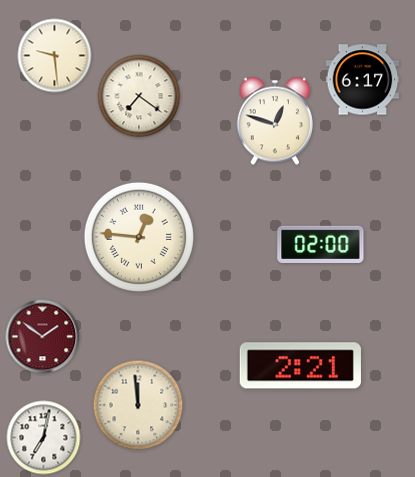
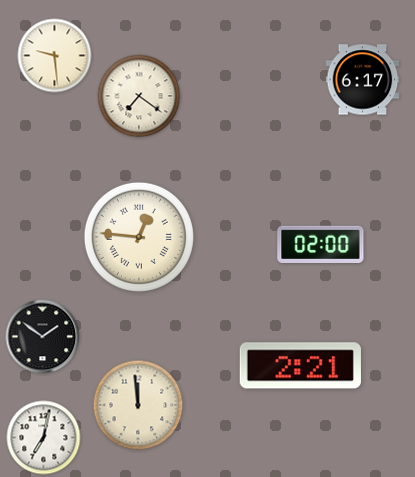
clock at (275, 121): 12:48 -> none
clock at (43, 337) dial: burgundy -> black
